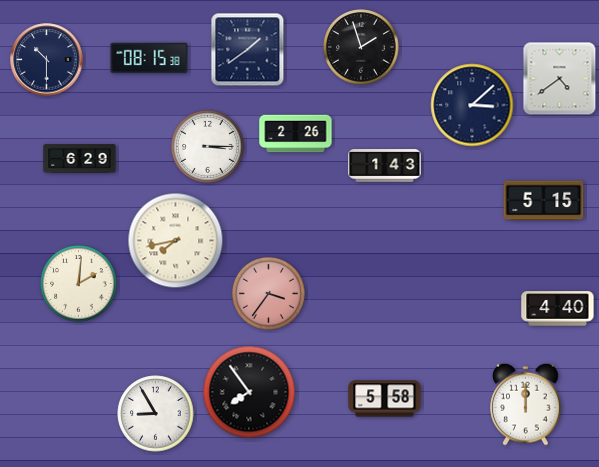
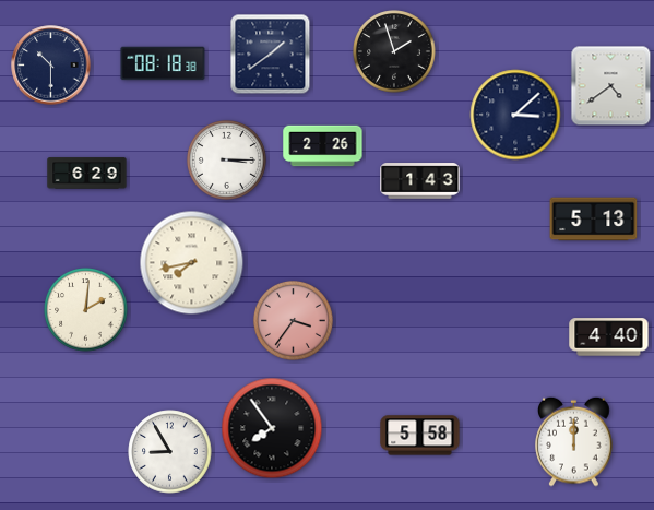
clock at (149, 58): 08:15 -> 08:18
clock at (544, 201): 5:15 -> 5:13
